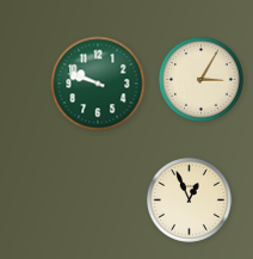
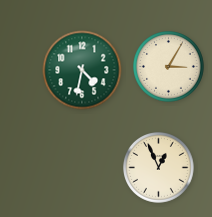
clock at (98, 84): 9:48 -> 4:32
